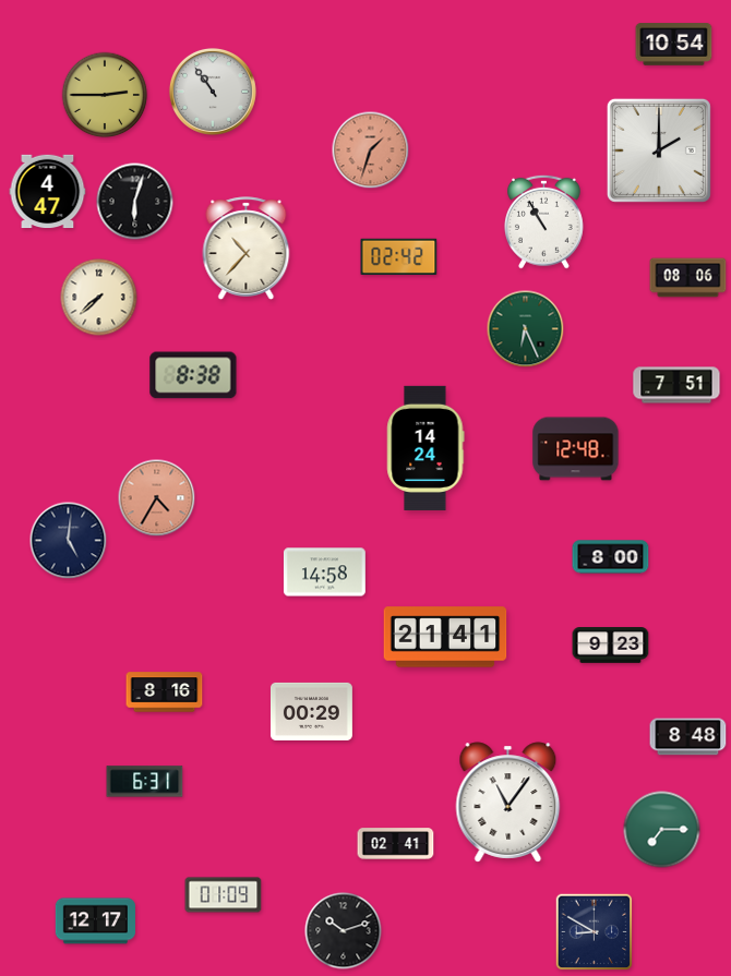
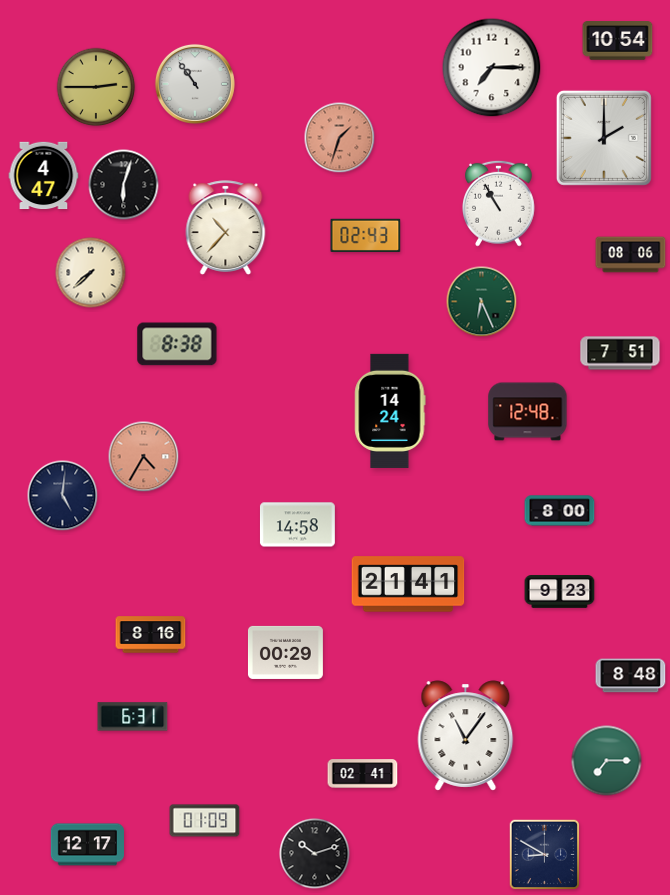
clock at (492, 68): none -> 7:15
clock at (399, 256): 02:42 -> 02:43
